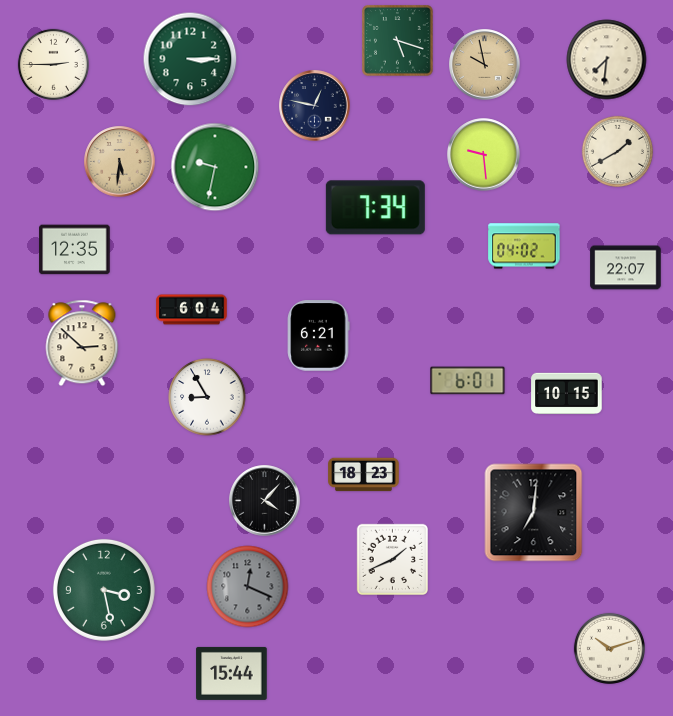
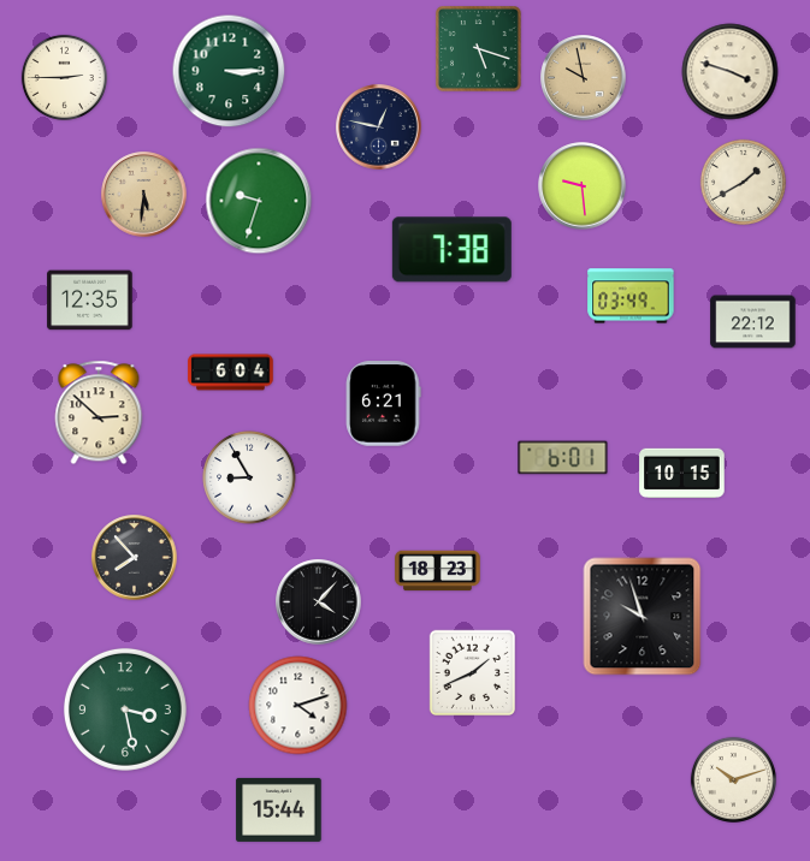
clock at (607, 60): 7:31 -> 3:48
clock at (215, 167): 9:32 -> 9:33
clock at (375, 208): 7:34 -> 7:38
clock at (524, 246): 04:02 -> 03:49
clock at (626, 268): 22:07 -> 22:12
clock at (135, 558): none -> 7:53
clock at (534, 513): 7:01 -> 9:57
clock at (248, 587): 12:19 -> 4:12
clock at (248, 587) dial: grey -> white
